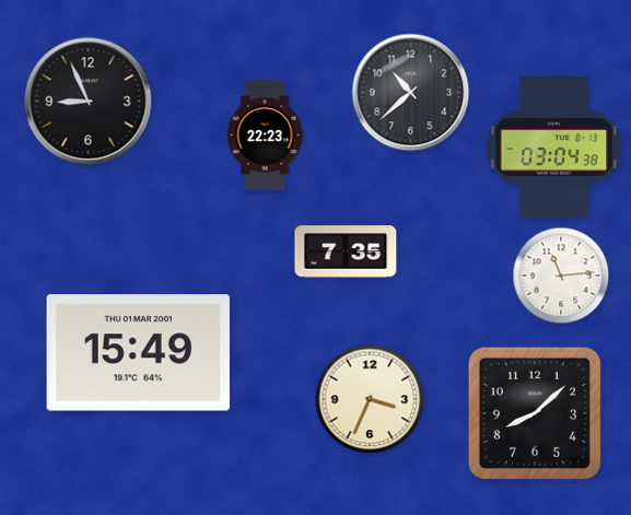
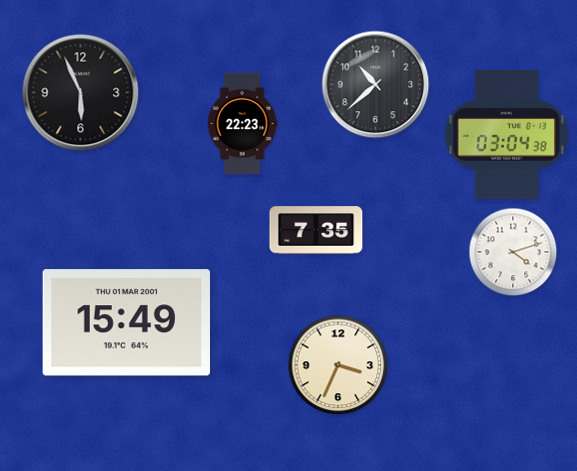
clock at (89, 102): 8:56 -> 5:56
clock at (561, 276): 11:14 -> 4:12
clock at (535, 413): 8:08 -> none
